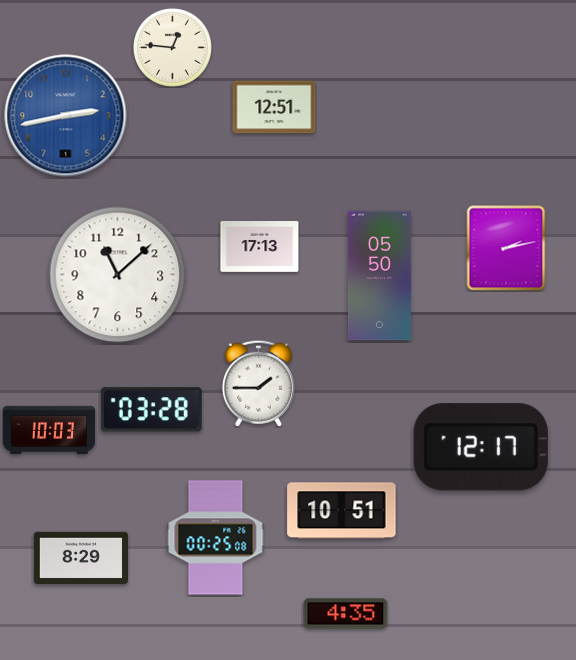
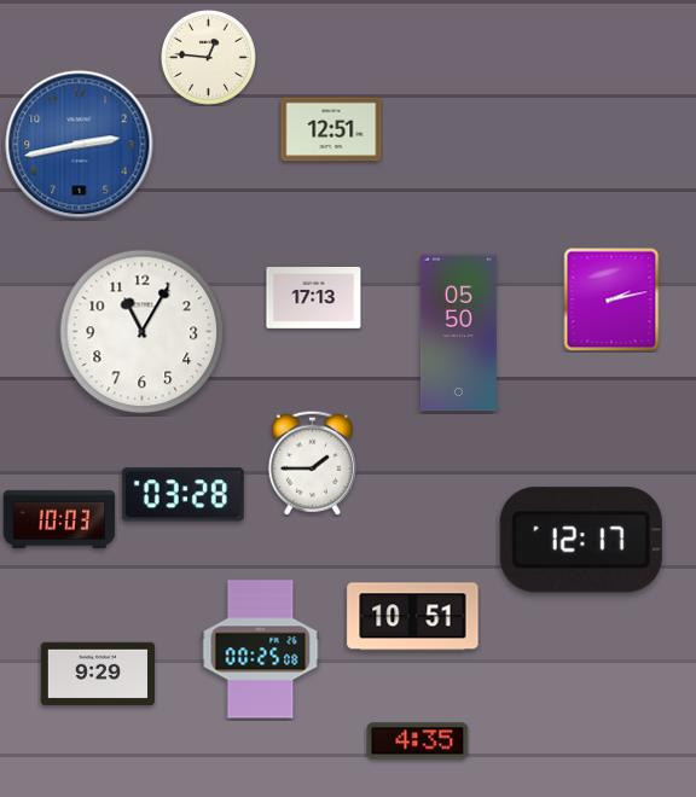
clock at (66, 116) position: (66, 116) -> (80, 145)
clock at (118, 275): 11:08 -> 11:05
clock at (80, 558): 8:29 -> 9:29
